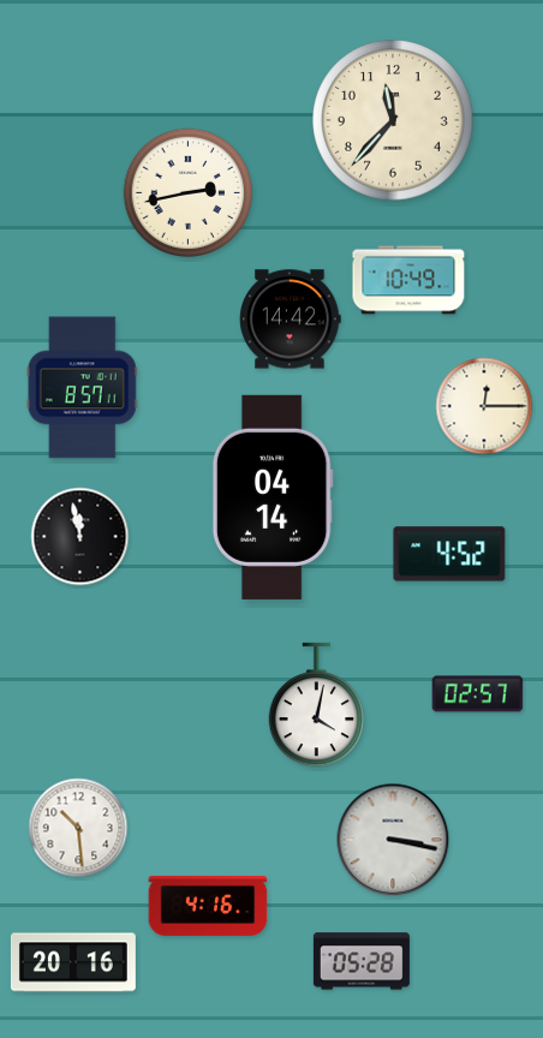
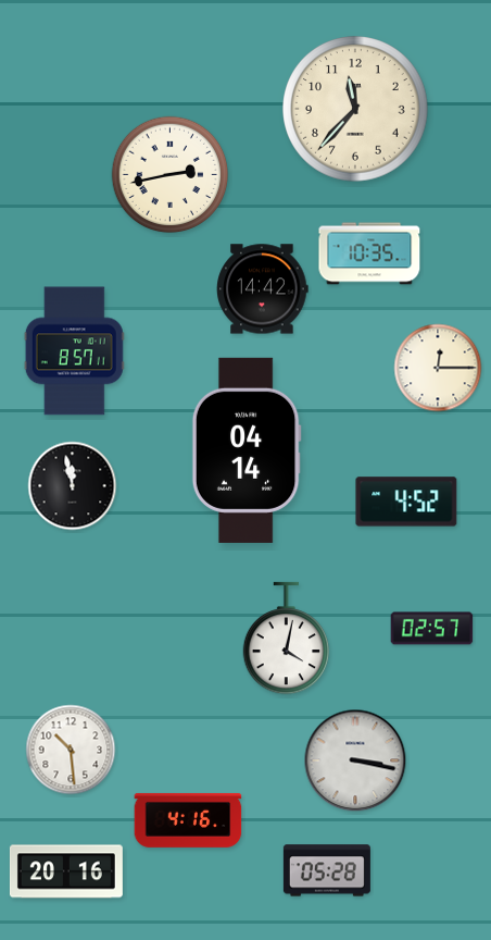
clock at (408, 280): 10:49 -> 10:35
